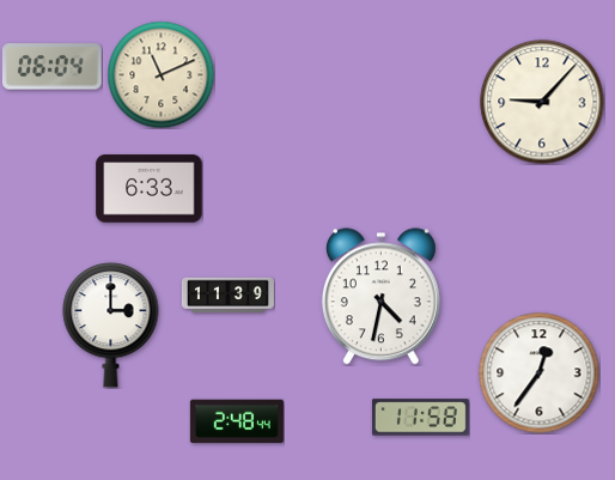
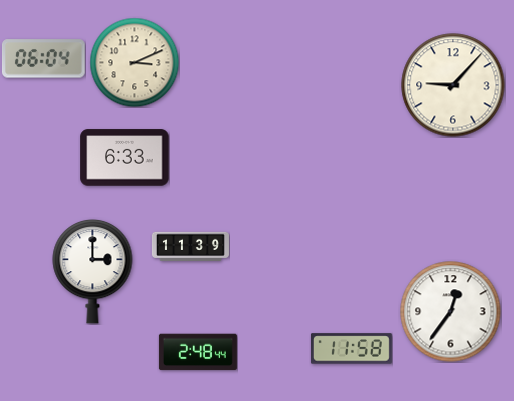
clock at (51, 67) position: (51, 67) -> (43, 59)
clock at (160, 74): 11:11 -> 3:11
clock at (380, 297): 4:32 -> none
